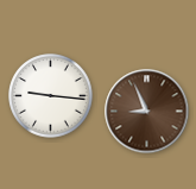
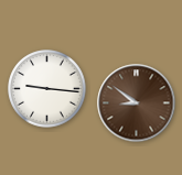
clock at (147, 112): 8:56 -> 8:51
